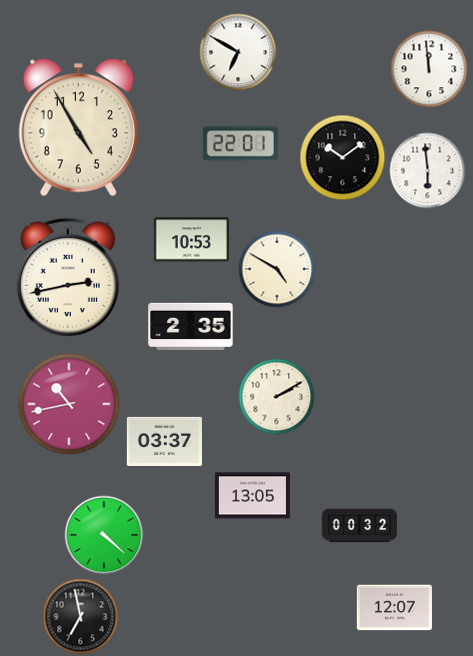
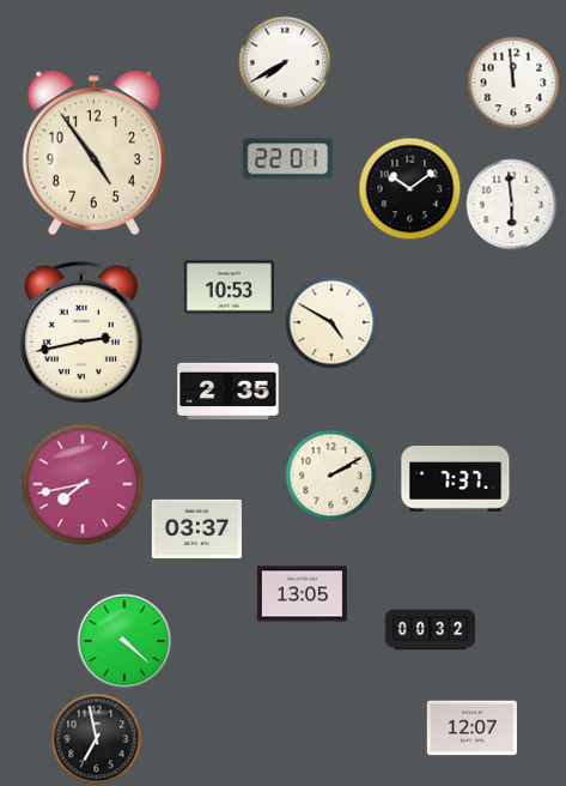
clock at (238, 52): 6:50 -> 7:40
clock at (78, 128): 4:55 -> 4:54
clock at (240, 144) position: (240, 144) -> (287, 159)
clock at (456, 478): none -> 7:37
clock at (69, 404): 10:43 -> 7:43
